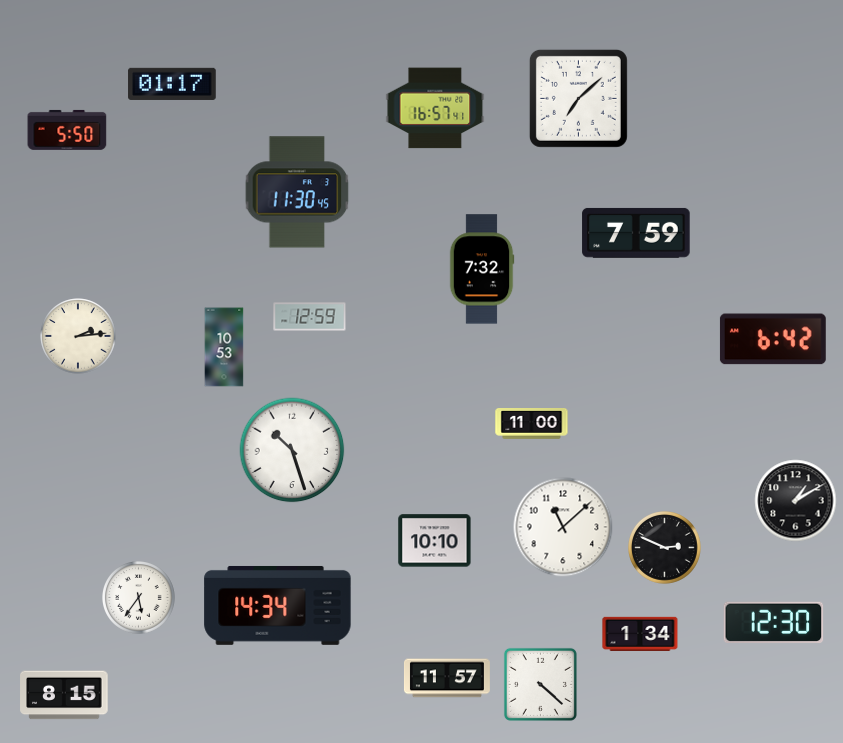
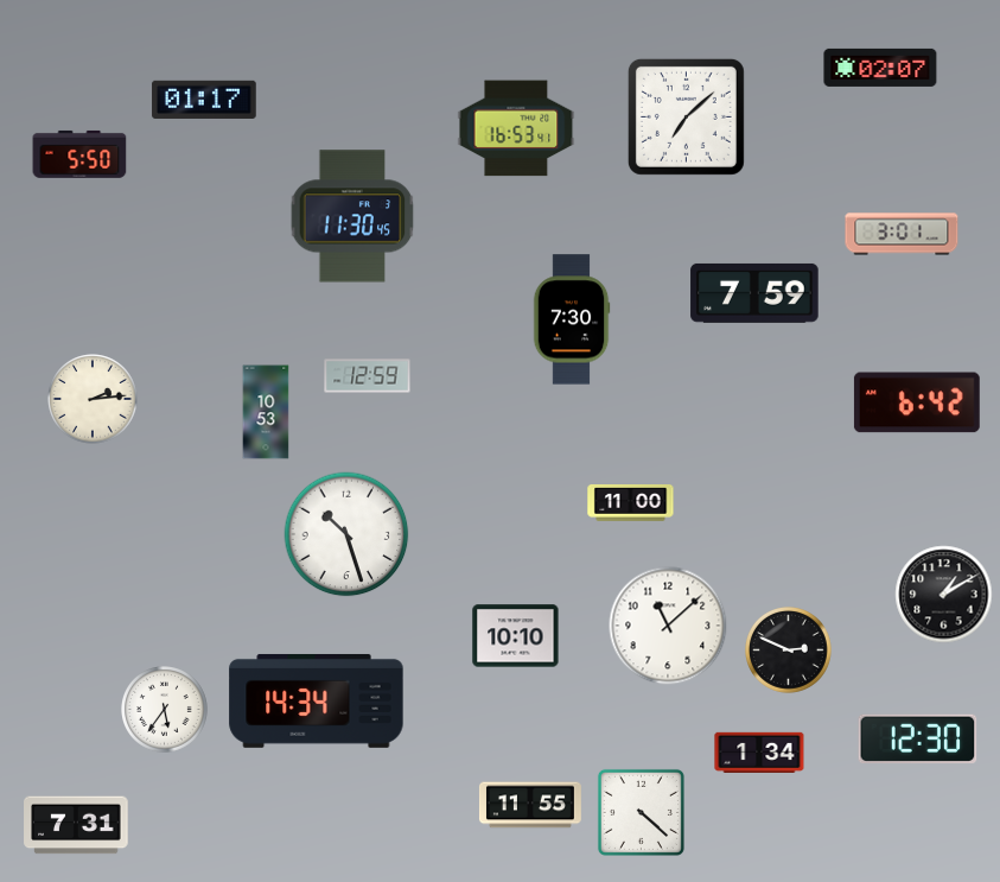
clock at (880, 68): none -> 02:07
clock at (435, 108): 16:57 -> 16:53
clock at (297, 192) position: (297, 192) -> (352, 216)
clock at (902, 234): none -> 3:01
clock at (636, 233) position: (636, 233) -> (754, 293)
clock at (482, 269): 7:32 -> 7:30
clock at (435, 541) position: (435, 541) -> (516, 636)
clock at (278, 605) position: (278, 605) -> (317, 700)
clock at (447, 678): 11:57 -> 11:55
clock at (64, 695): 8:15 -> 7:31
